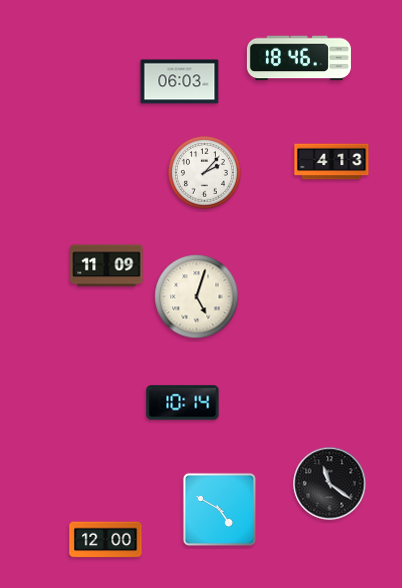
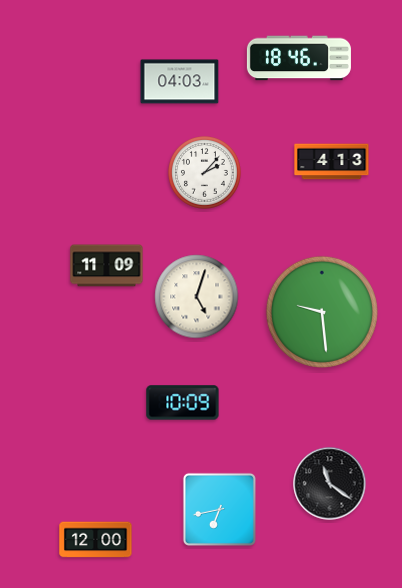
clock at (180, 82): 06:03 -> 04:03
clock at (322, 312): none -> 9:29
clock at (183, 403): 10:14 -> 10:09
clock at (219, 509): 4:50 -> 6:43
clock at (106, 540) position: (106, 540) -> (96, 540)
